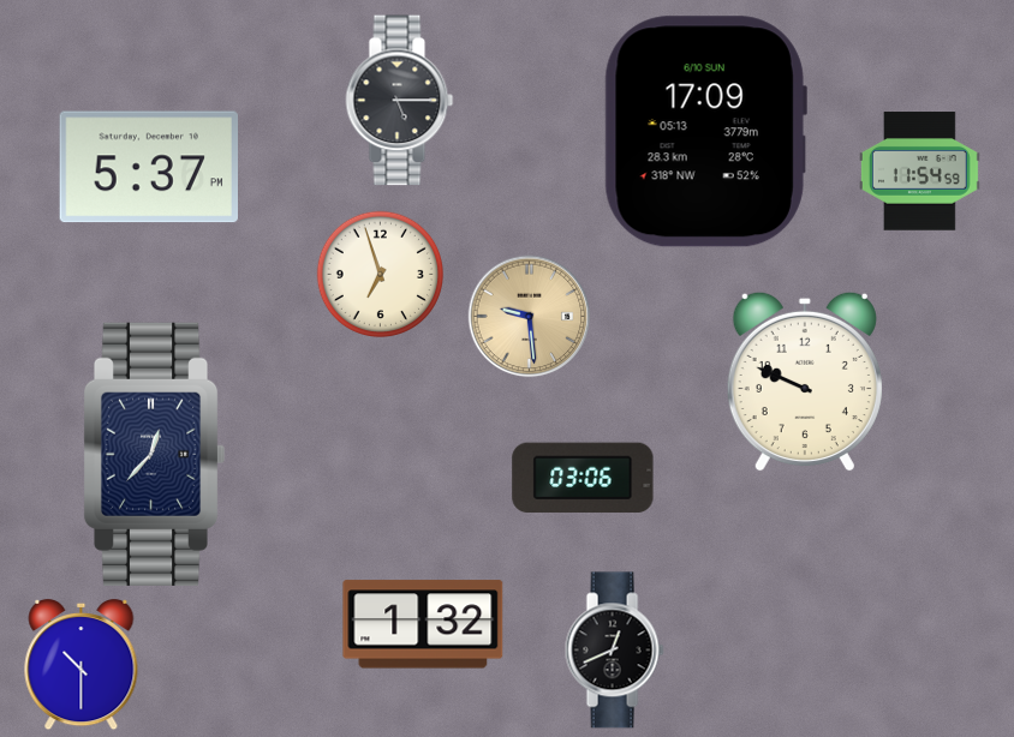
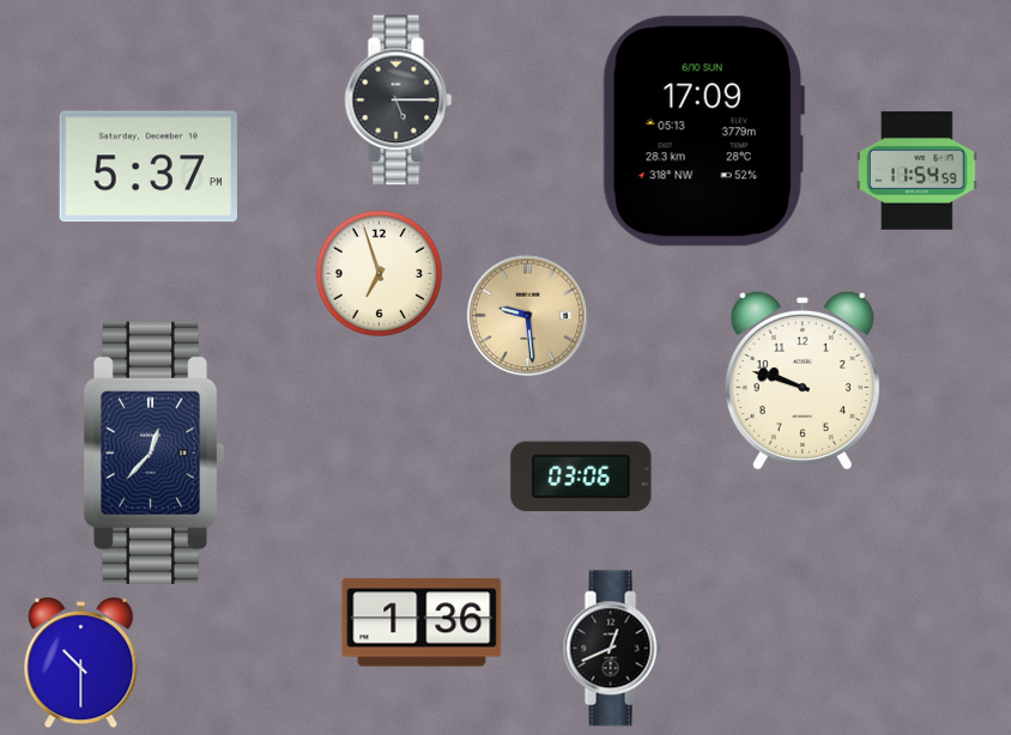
clock at (805, 382): 9:49 -> 9:48
clock at (423, 624): 1:32 -> 1:36
